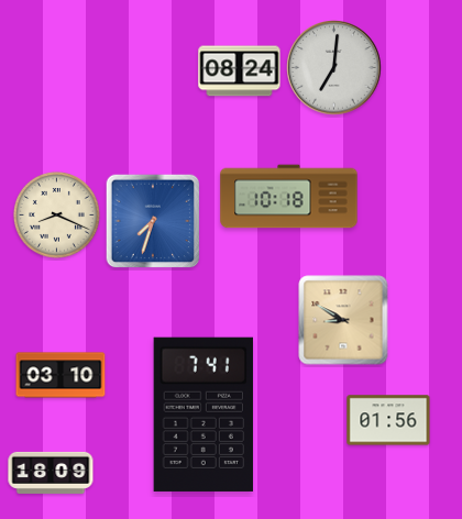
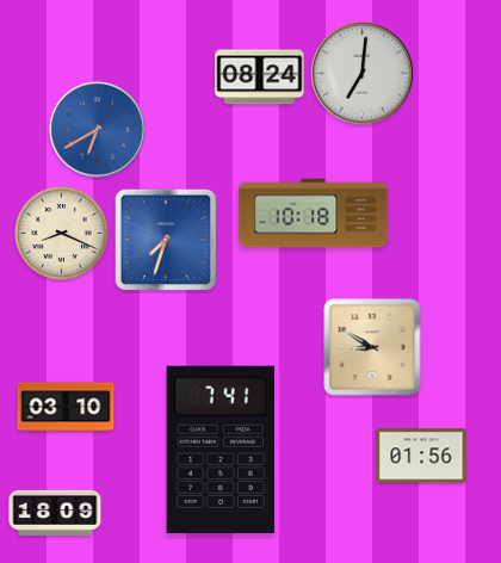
clock at (98, 130): none -> 6:40
